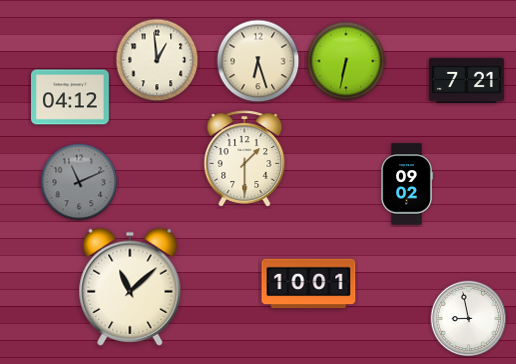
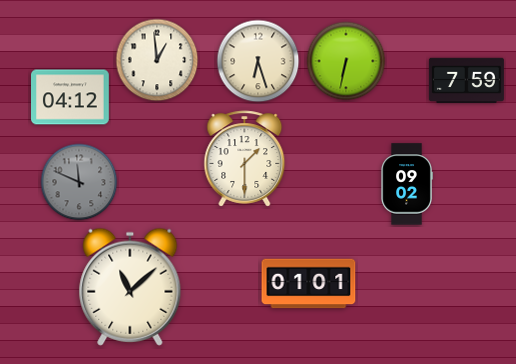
clock at (466, 81): 7:21 -> 7:59
clock at (79, 182): 11:11 -> 11:49
clock at (309, 284): 10:01 -> 01:01
clock at (469, 319): 8:58 -> none
